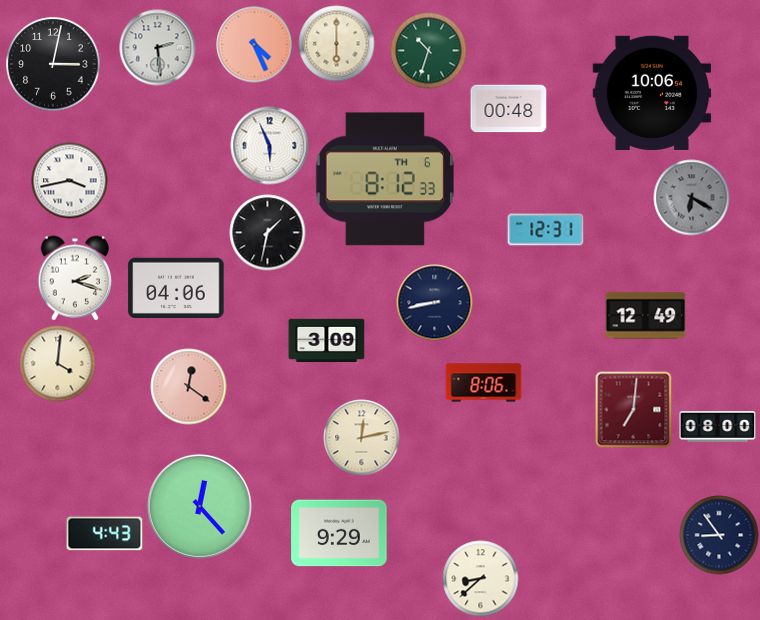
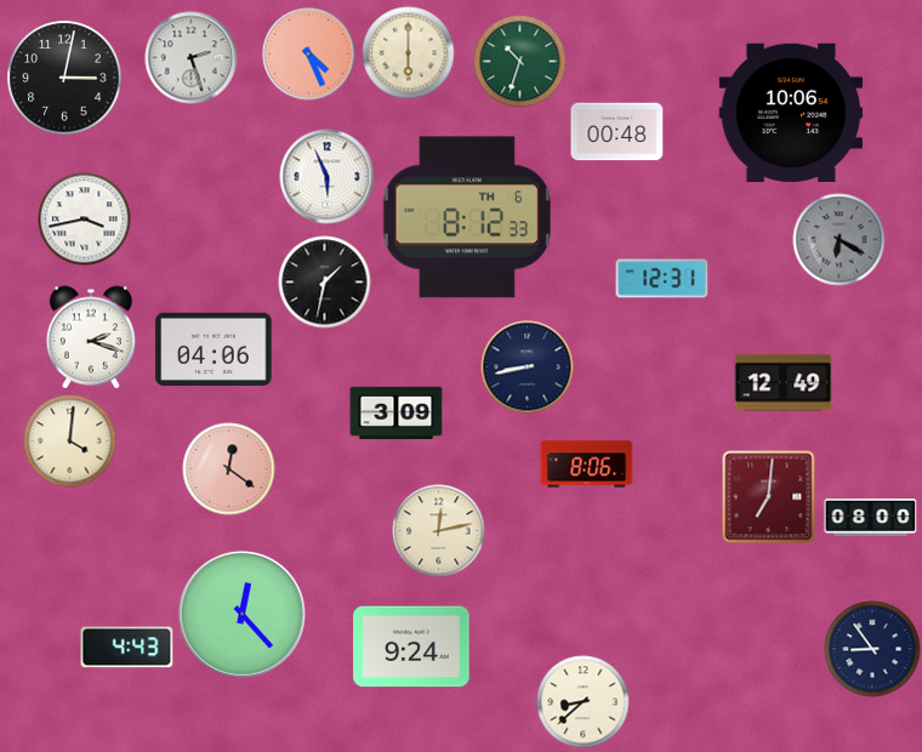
clock at (158, 48): 2:29 -> 2:27
clock at (339, 533): 9:29 -> 9:24
